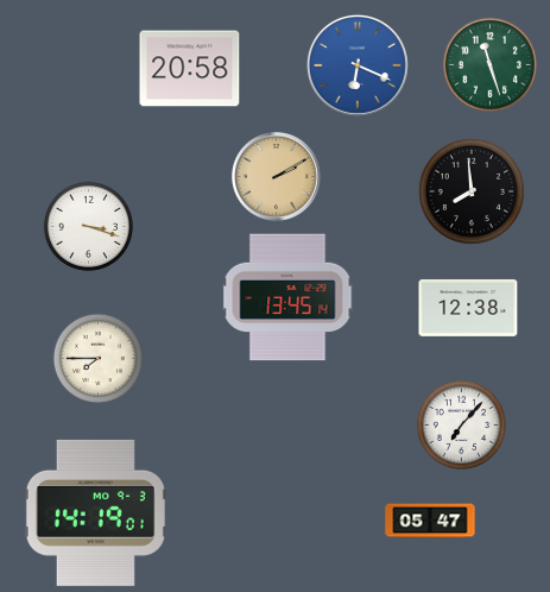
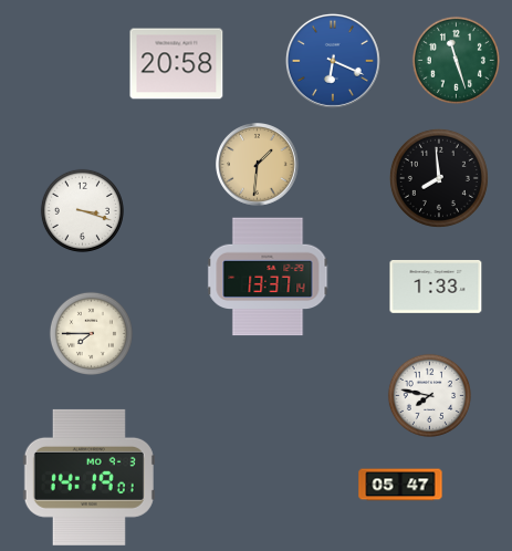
clock at (277, 177): 2:10 -> 1:31
clock at (287, 297): 13:45 -> 13:37
clock at (468, 308): 12:38 -> 1:33
clock at (461, 424): 7:07 -> 7:47
